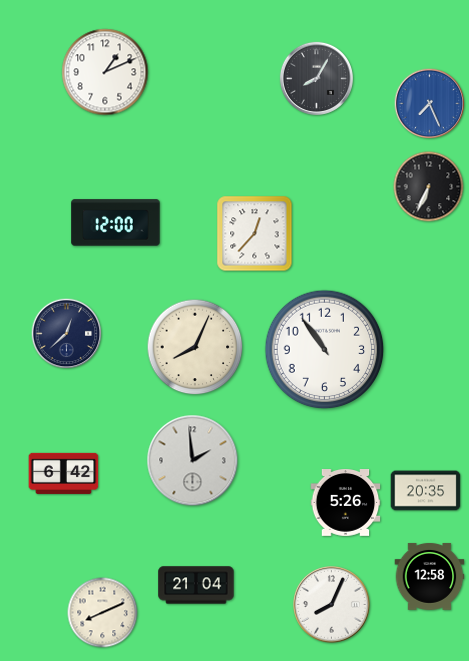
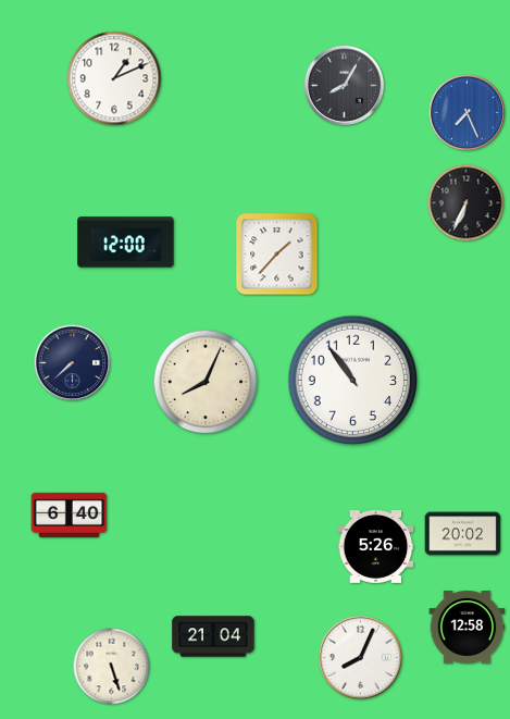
clock at (255, 234): 12:37 -> 1:37
clock at (67, 334): 12:38 -> 7:38
clock at (195, 347) position: (195, 347) -> (206, 382)
clock at (193, 461): 1:59 -> none
clock at (64, 473): 6:42 -> 6:40
clock at (426, 491): 20:35 -> 20:02
clock at (103, 613): 8:11 -> 5:27
